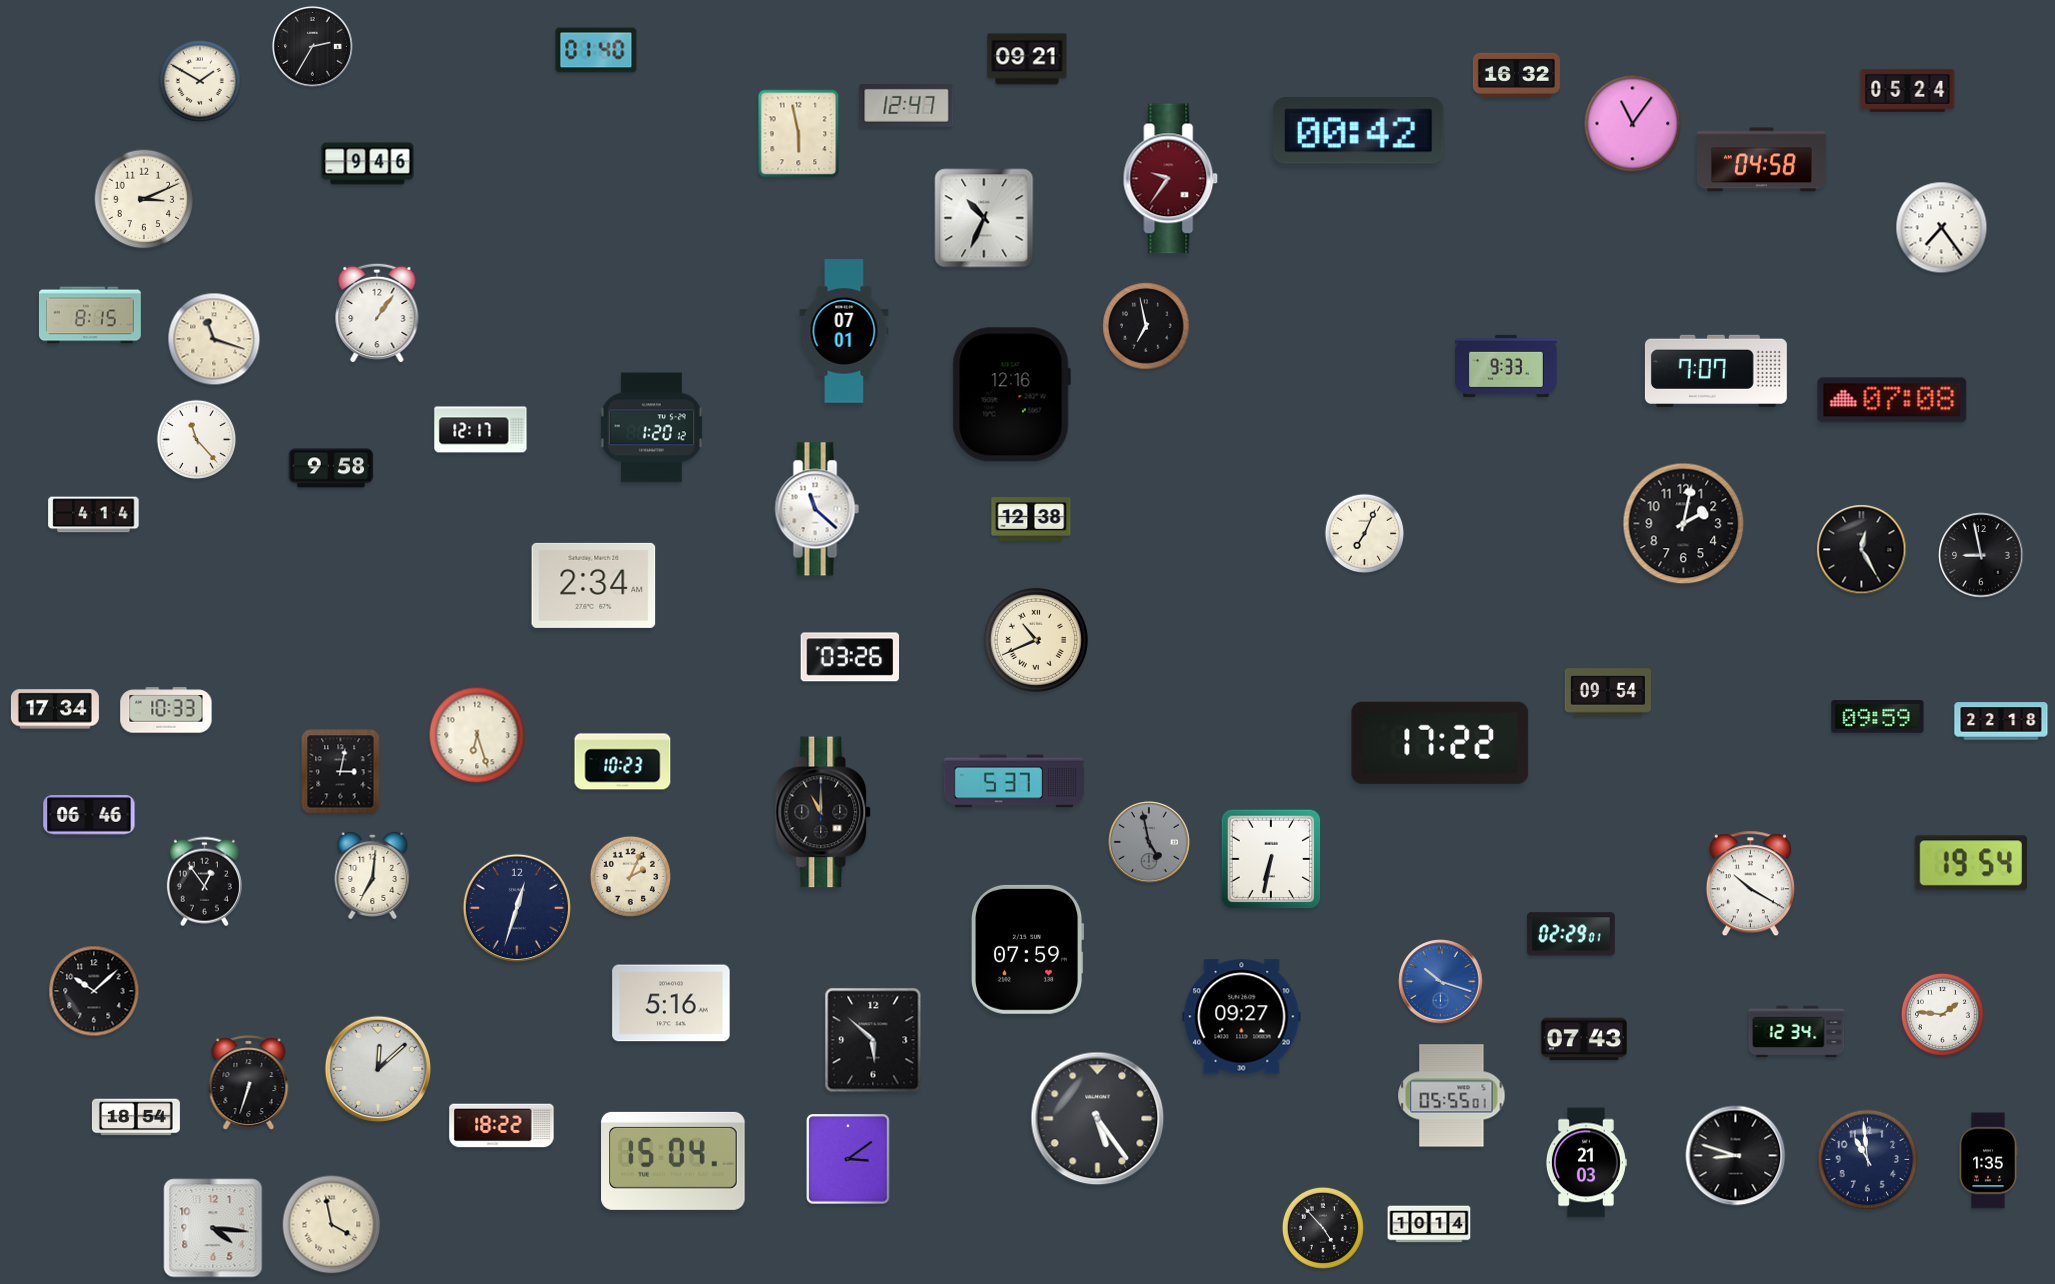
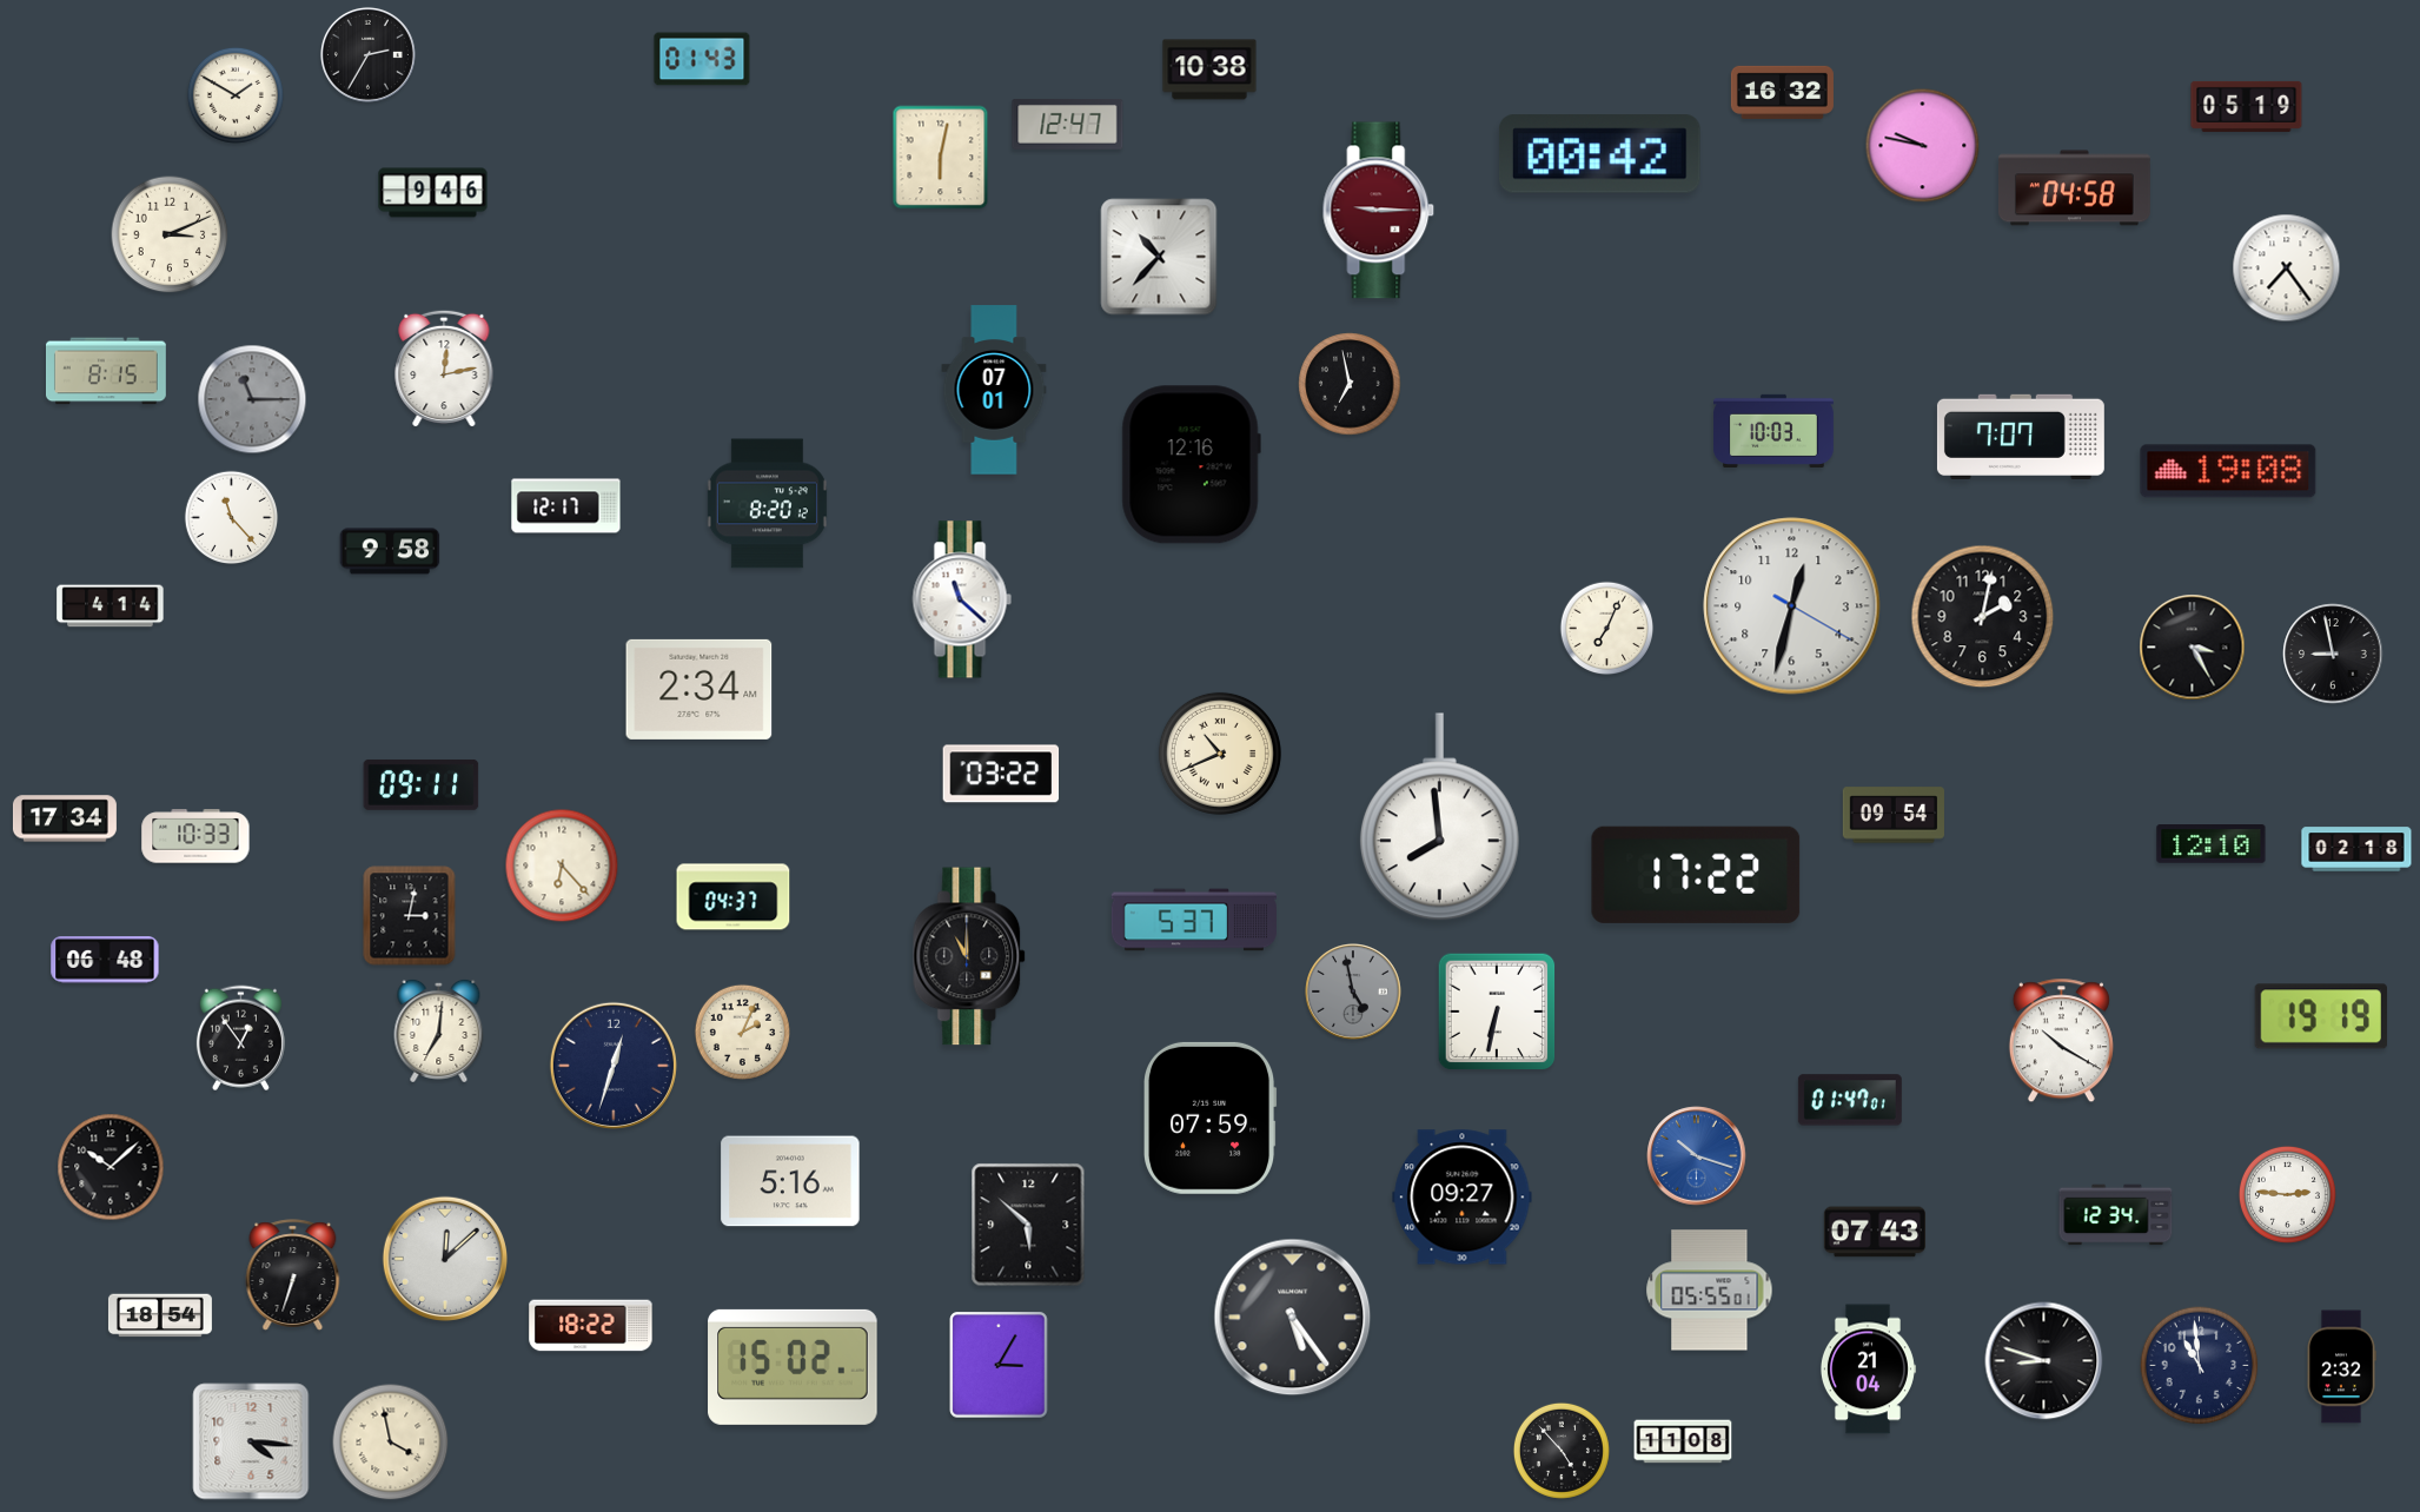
clock at (596, 50): 01:40 -> 01:43
clock at (1027, 59): 09:21 -> 10:38
clock at (1516, 75) position: (1516, 75) -> (1782, 92)
clock at (1908, 90): 05:24 -> 05:19
clock at (1633, 124): 11:06 -> 9:47
clock at (799, 134): 5:58 -> 6:02
clock at (1171, 179): 9:36 -> 9:15
clock at (984, 218): 10:34 -> 10:37
clock at (377, 313): 1:06 -> 12:13
clock at (214, 339): 11:18 -> 11:15
clock at (214, 339) dial: cream -> grey
clock at (1507, 366): 9:33 -> 10:03
clock at (1892, 400): 07:08 -> 19:08
clock at (651, 428): 1:20 -> 8:20
clock at (1792, 606): none -> 12:32
clock at (1031, 519): 12:38 -> none
clock at (1862, 550): 12:25 -> 3:25
clock at (850, 657): 03:26 -> 03:22
clock at (422, 784): none -> 09:11
clock at (1439, 817): none -> 7:59
clock at (55, 709) position: (55, 709) -> (65, 818)
clock at (1878, 717): 09:59 -> 12:10
clock at (2001, 721): 22:18 -> 02:18
clock at (477, 735): 6:27 -> 6:23
clock at (623, 762): 10:23 -> 04:37
clock at (341, 772) position: (341, 772) -> (410, 916)
clock at (89, 815): 06:46 -> 06:48
clock at (1970, 863): 19:54 -> 19:19
clock at (517, 908) position: (517, 908) -> (614, 1066)
clock at (1571, 934): 02:29 -> 01:47
clock at (1942, 1014): 1:46 -> 2:46
clock at (1583, 1039) position: (1583, 1039) -> (1874, 1232)
clock at (848, 1159): 3:09 -> 3:05
clock at (673, 1161): 15:04 -> 15:02
clock at (1988, 1161): 1:35 -> 2:32
clock at (1586, 1163): 21:03 -> 21:04
clock at (1429, 1224): 10:14 -> 11:08
clock at (213, 1228) position: (213, 1228) -> (251, 1441)
clock at (1323, 1228) position: (1323, 1228) -> (1562, 1451)
